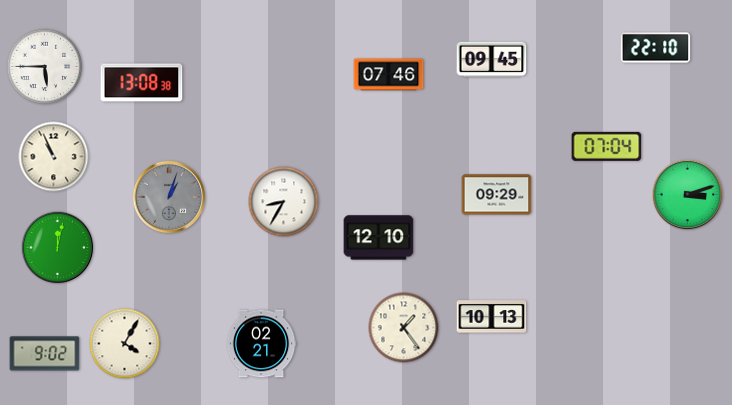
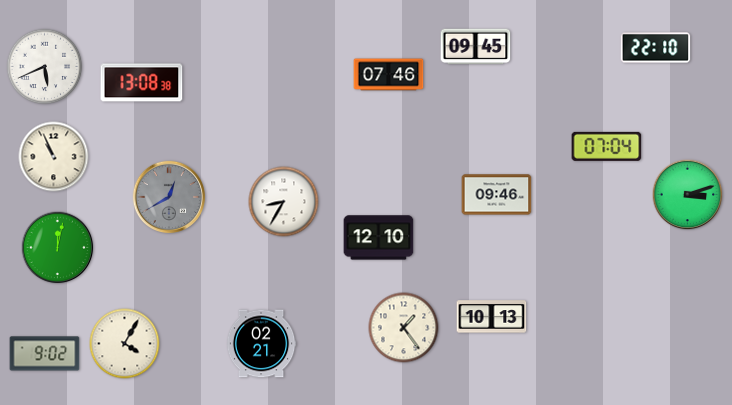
clock at (492, 60) position: (492, 60) -> (476, 47)
clock at (45, 67): 5:45 -> 5:41
clock at (497, 195): 09:29 -> 09:46
clock at (169, 197): 1:03 -> 12:40
